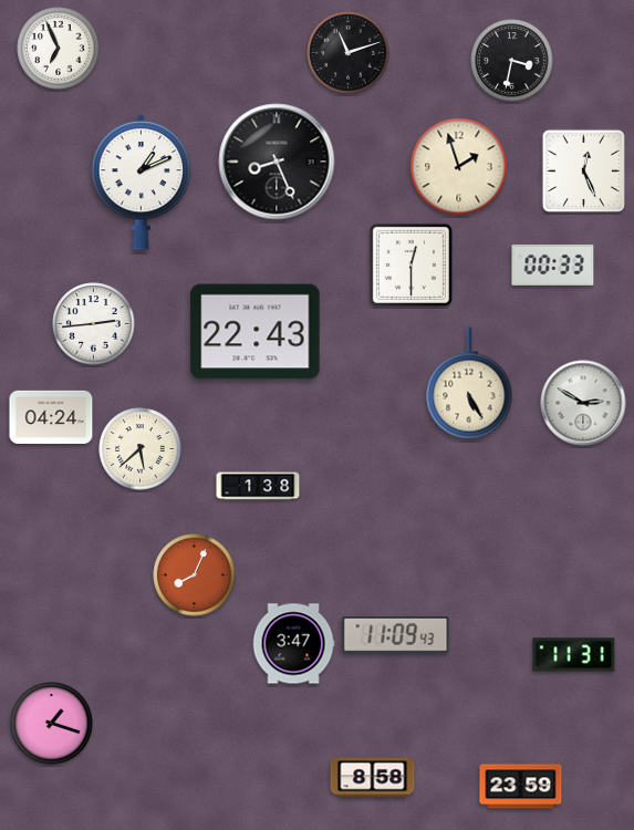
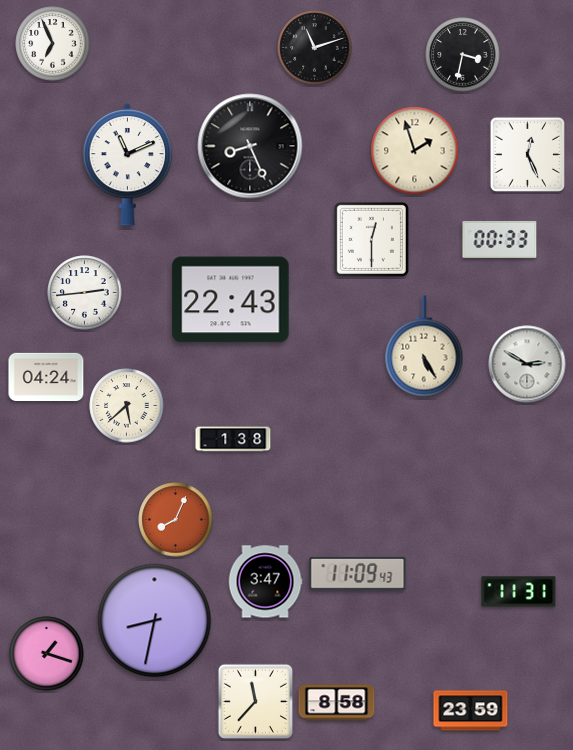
clock at (142, 181): 1:11 -> 11:11
clock at (155, 621): none -> 8:32
clock at (255, 701): none -> 11:37
